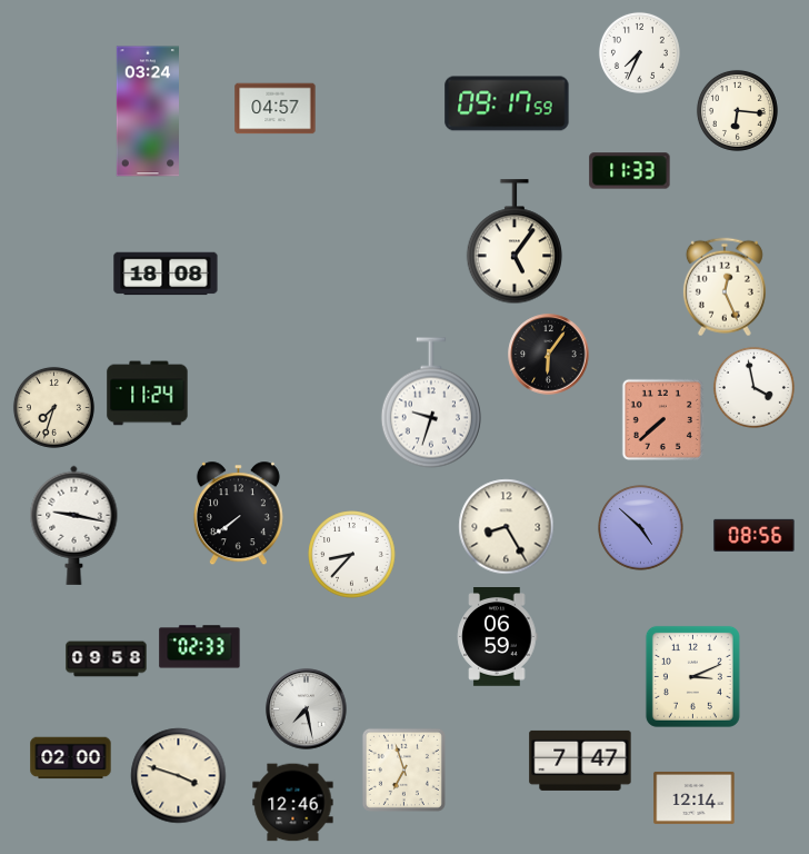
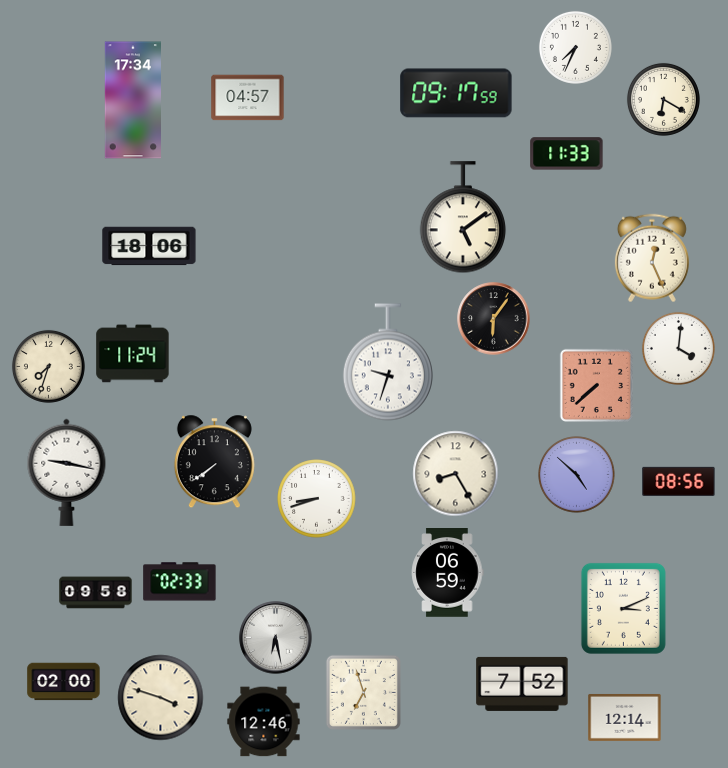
clock at (737, 110): 6:16 -> 6:20
clock at (147, 111): 03:24 -> 17:34
clock at (515, 242): 5:06 -> 5:09
clock at (166, 274): 18:08 -> 18:06
clock at (753, 387): 3:58 -> 4:01
clock at (662, 419) position: (662, 419) -> (596, 385)
clock at (352, 555): 8:37 -> 8:42
clock at (307, 709): 7:28 -> 6:28
clock at (580, 761): 7:47 -> 7:52
